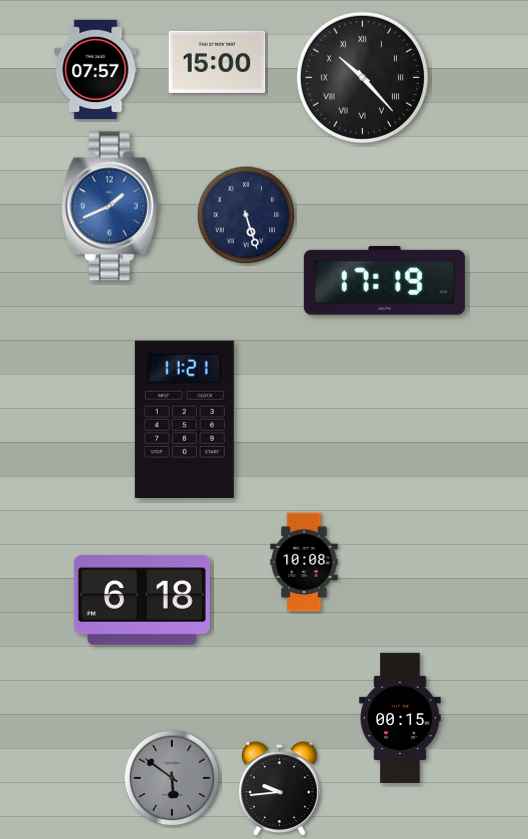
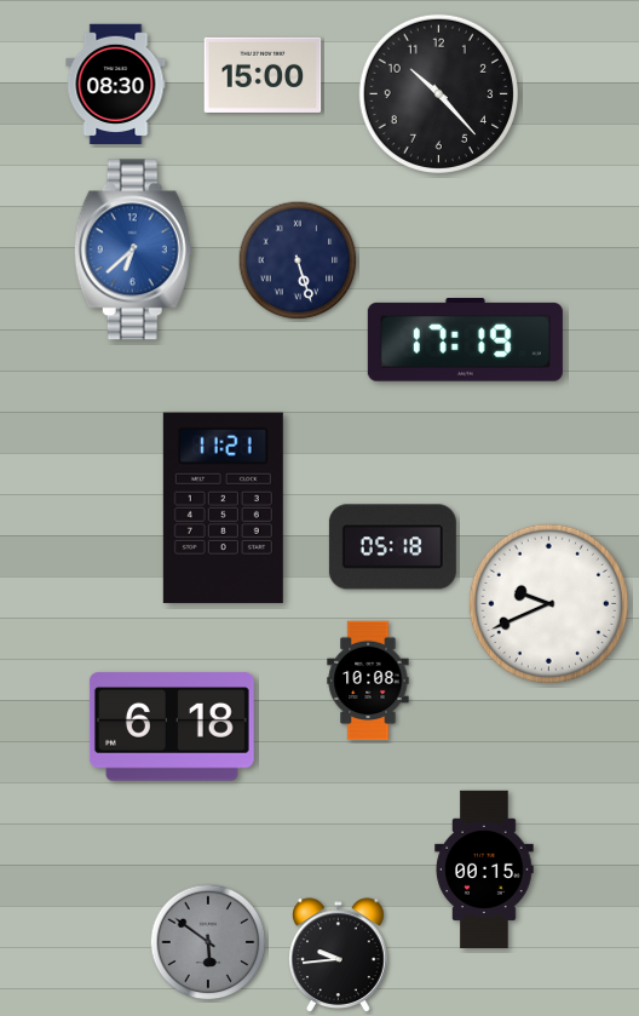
clock at (96, 70): 07:57 -> 08:30
clock at (362, 77) numerals: Roman -> Arabic
clock at (110, 206): 1:41 -> 6:38
clock at (392, 547): none -> 05:18
clock at (548, 603): none -> 9:41
